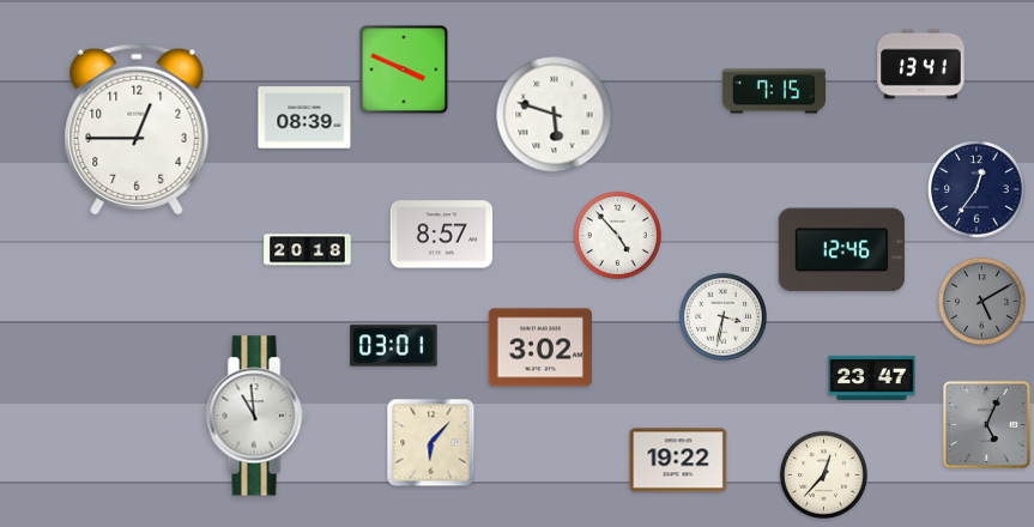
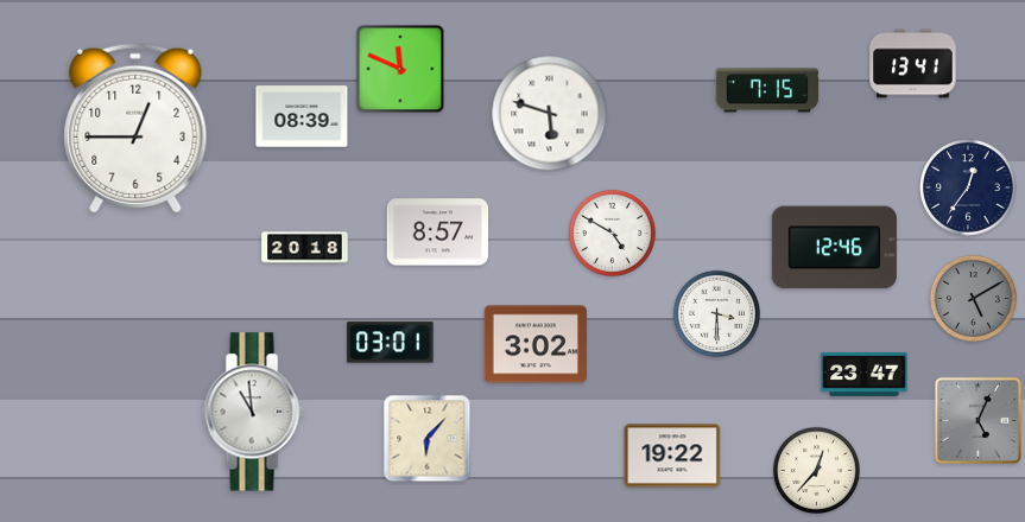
clock at (404, 69): 3:49 -> 11:49
clock at (617, 235): 4:53 -> 4:50
clock at (722, 316): 3:32 -> 3:30
